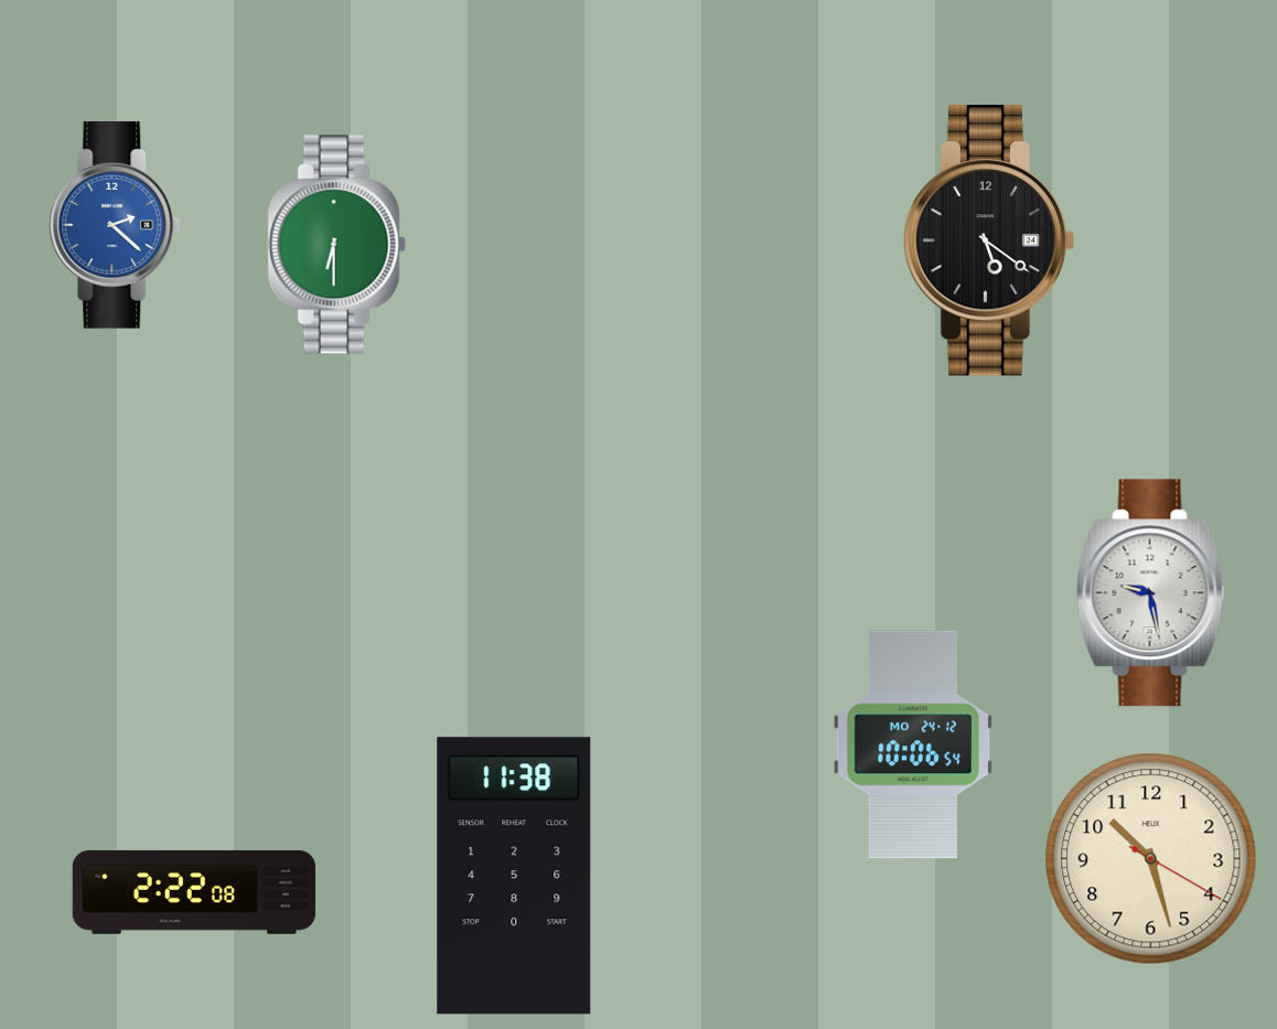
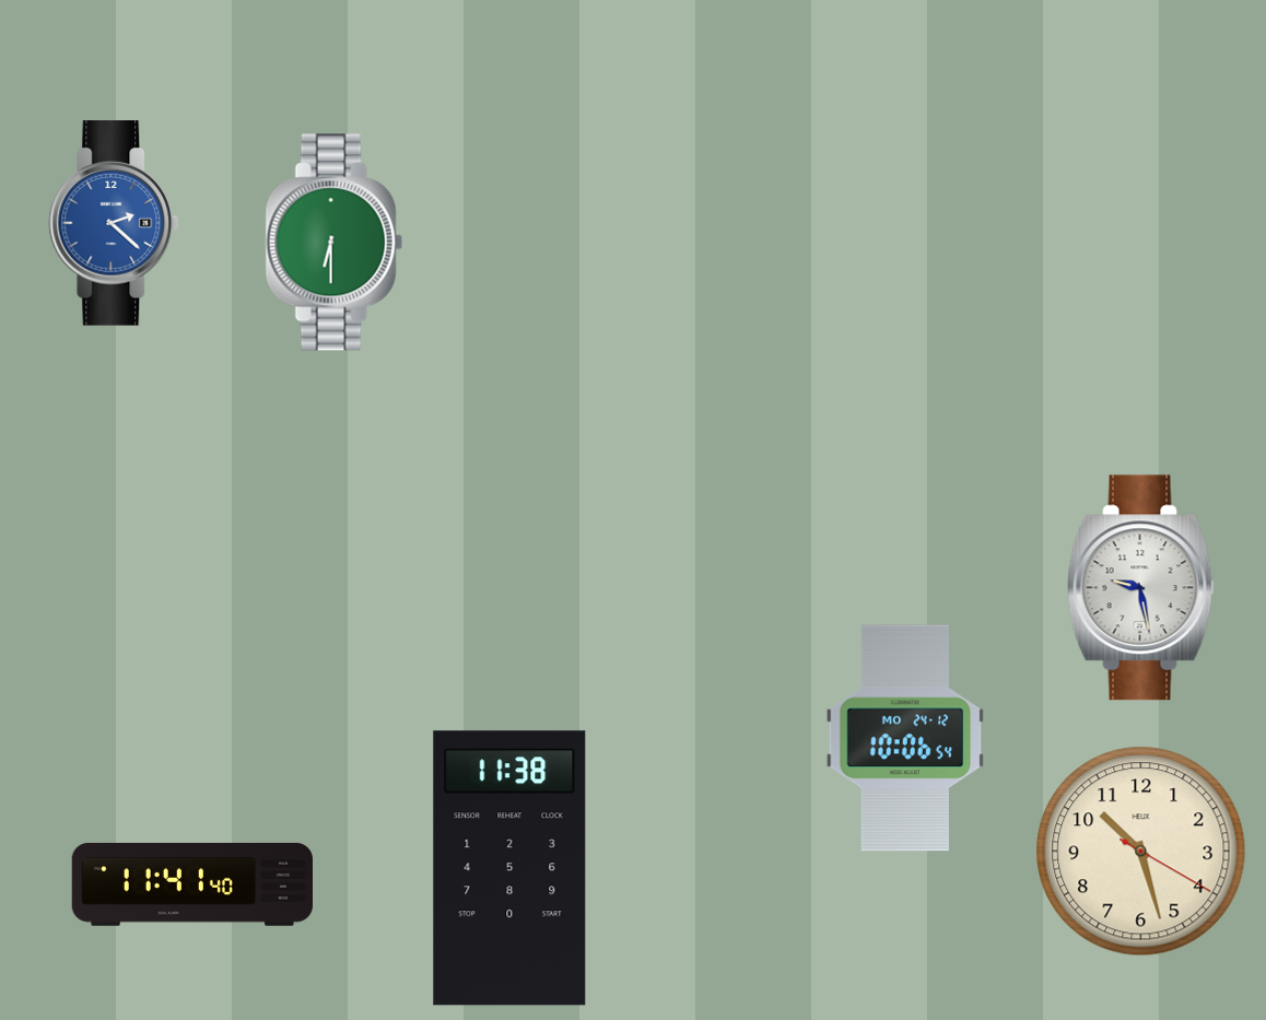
clock at (988, 240): 5:21 -> none
clock at (194, 892): 2:22 -> 11:41
